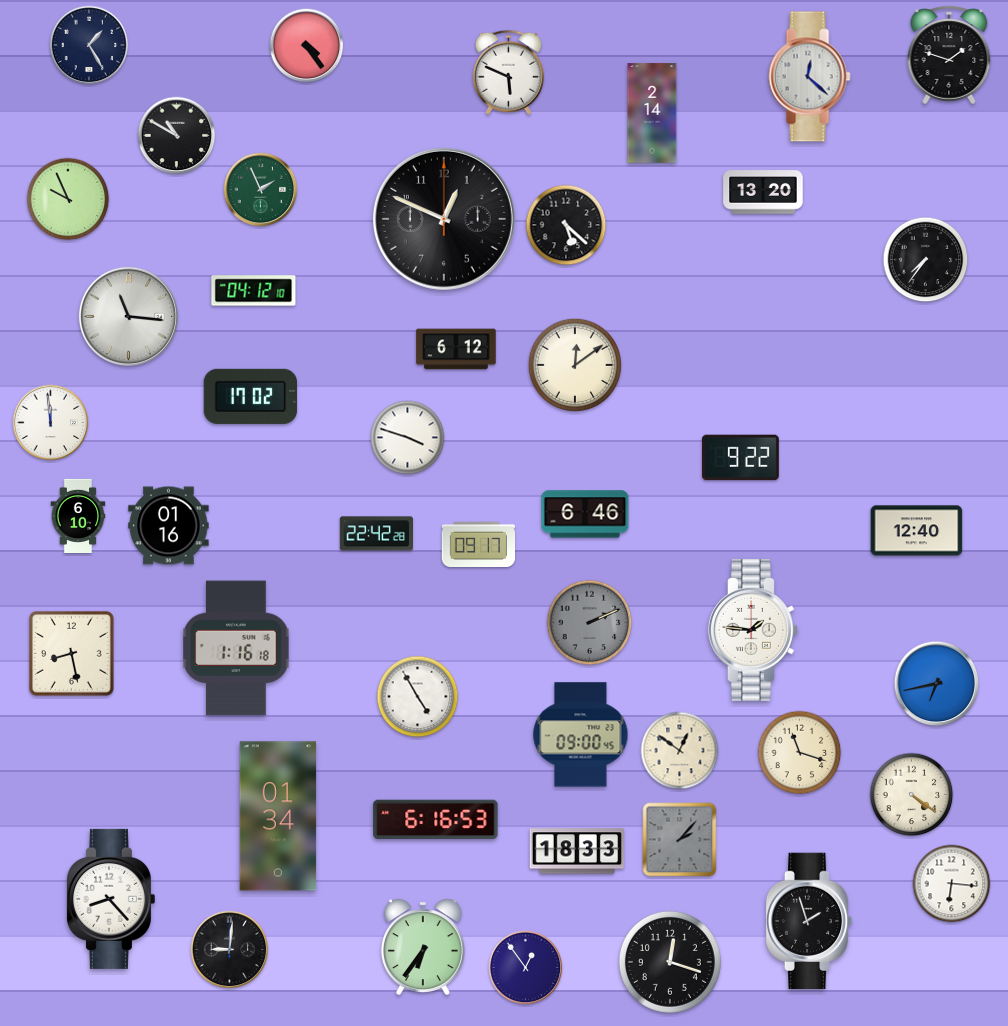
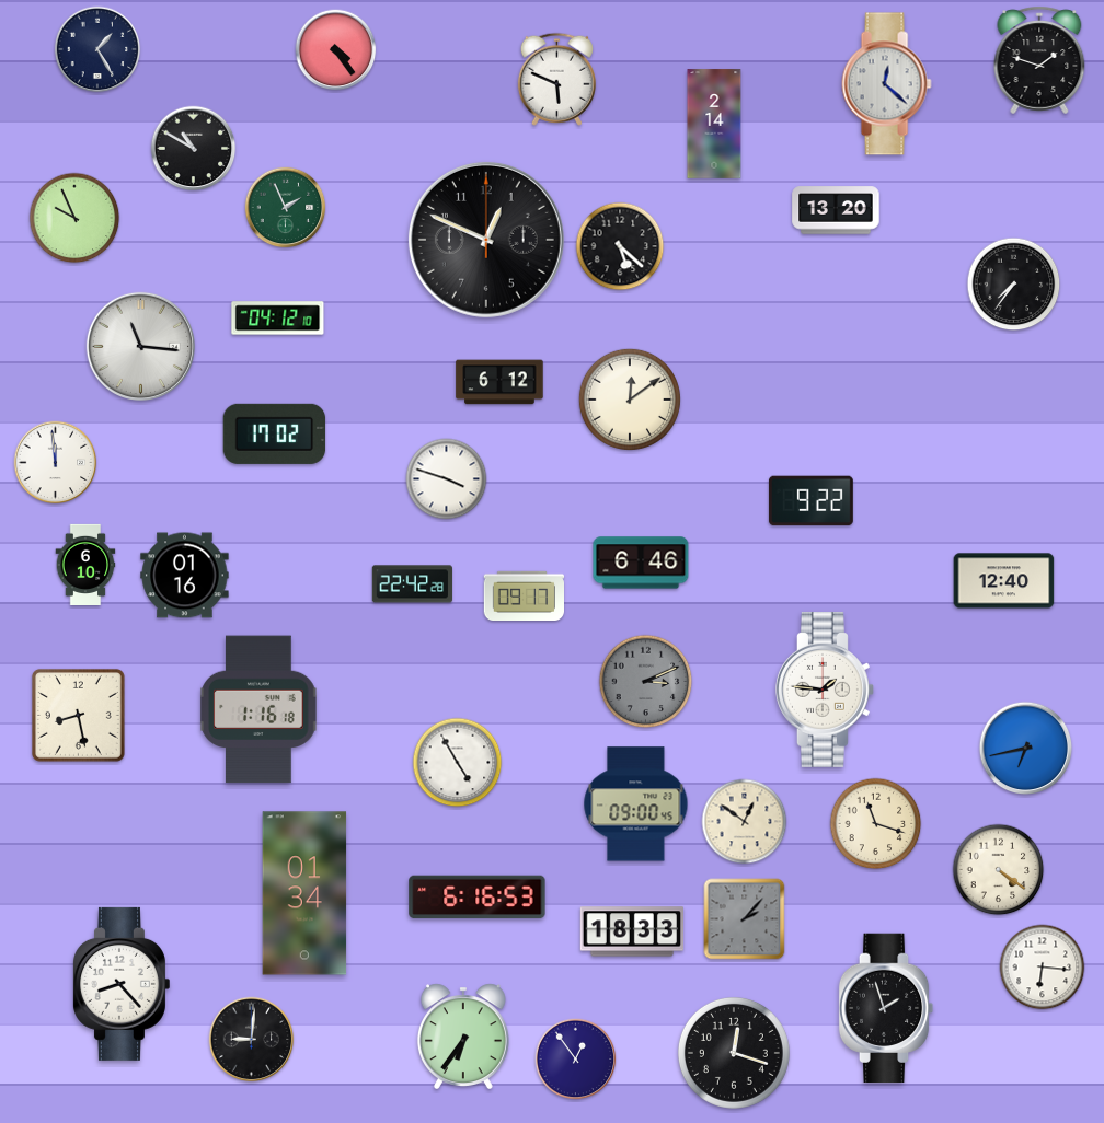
clock at (590, 623): 2:11 -> 3:11
